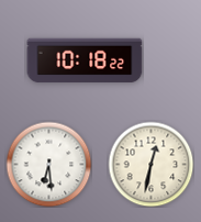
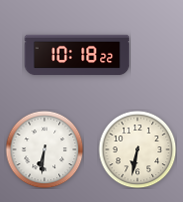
clock at (48, 164): 6:29 -> 6:31
clock at (150, 164): 12:32 -> 6:32
